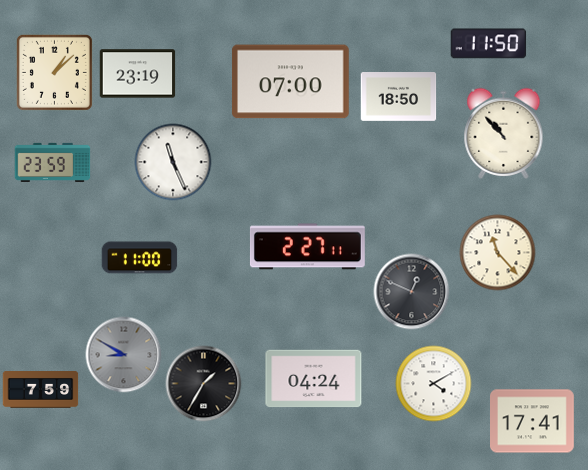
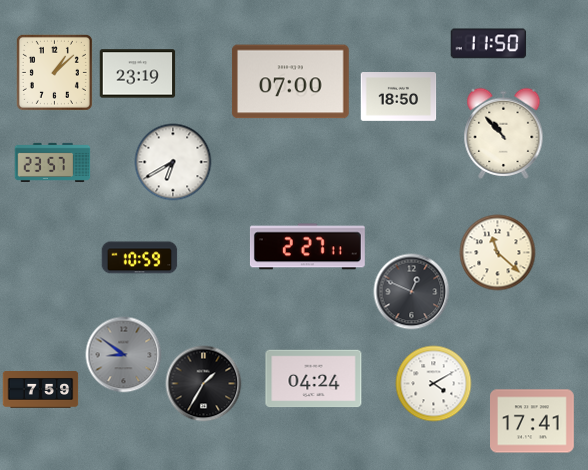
clock at (53, 162): 23:59 -> 23:57
clock at (173, 162): 11:26 -> 6:40
clock at (498, 253): 11:23 -> 11:22
clock at (140, 258): 11:00 -> 10:59
clock at (124, 355): 8:50 -> 8:51
